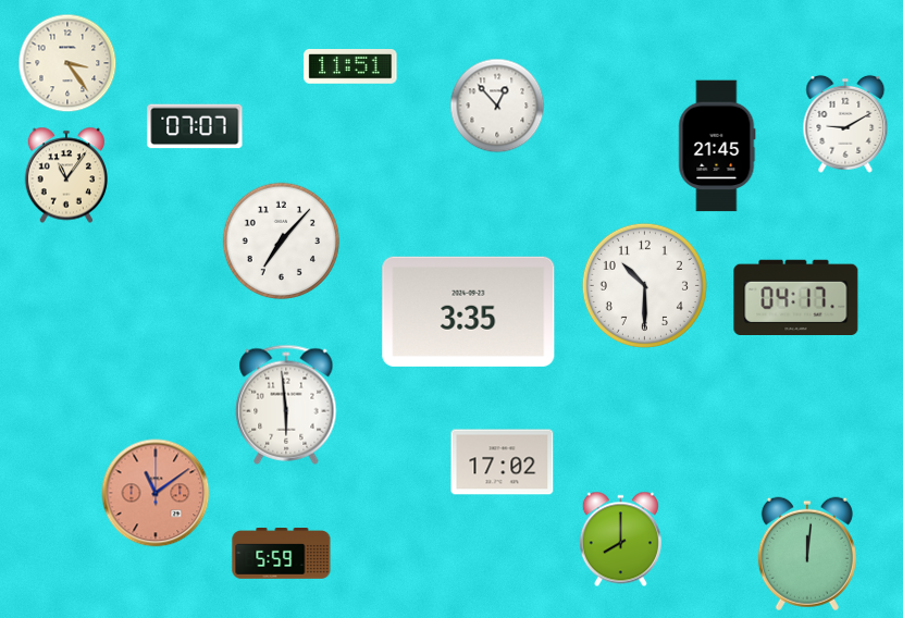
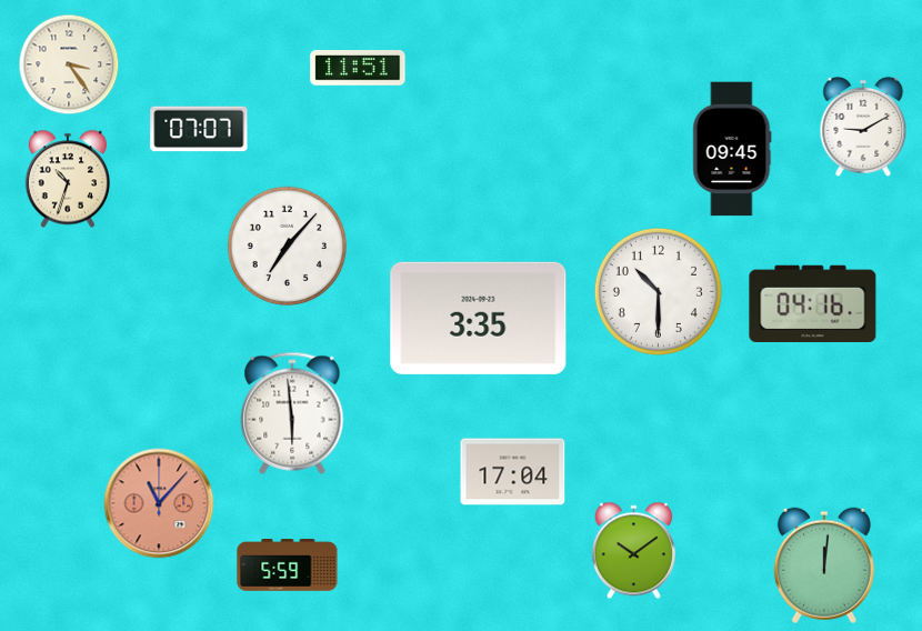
clock at (497, 106): 12:53 -> none
clock at (717, 146): 21:45 -> 09:45
clock at (66, 175): 11:06 -> 10:33
clock at (796, 297): 04:17 -> 04:16
clock at (503, 462): 17:02 -> 17:04
clock at (156, 493): 11:09 -> 11:07
clock at (620, 540): 8:00 -> 10:09
